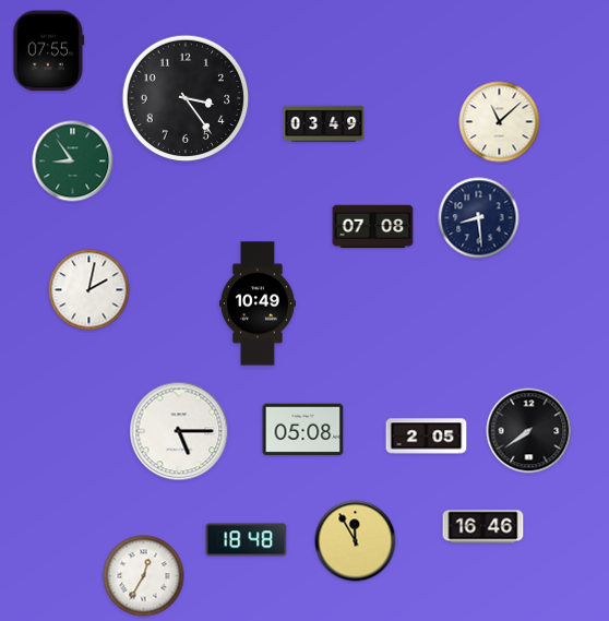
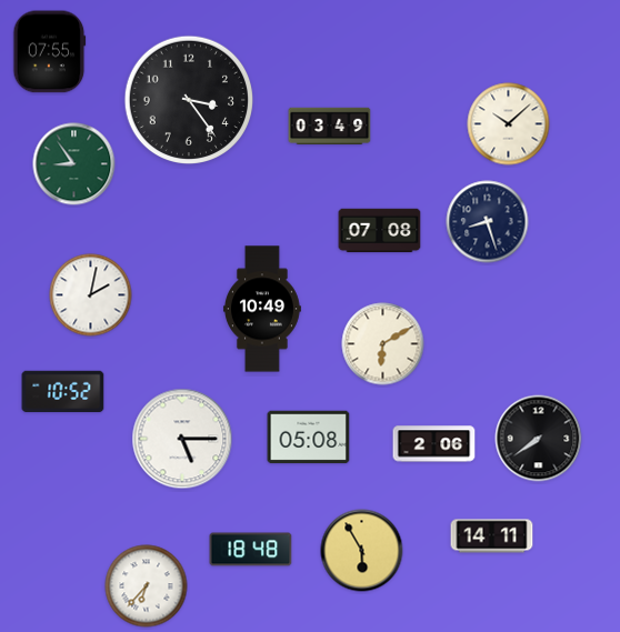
clock at (500, 122): 11:08 -> 10:08
clock at (479, 218): 8:29 -> 8:27
clock at (383, 344): none -> 6:10
clock at (63, 392): none -> 10:52
clock at (427, 437): 2:05 -> 2:06
clock at (483, 527): 16:46 -> 14:11
clock at (356, 541): 11:55 -> 5:55
clock at (144, 576): 12:35 -> 6:37
